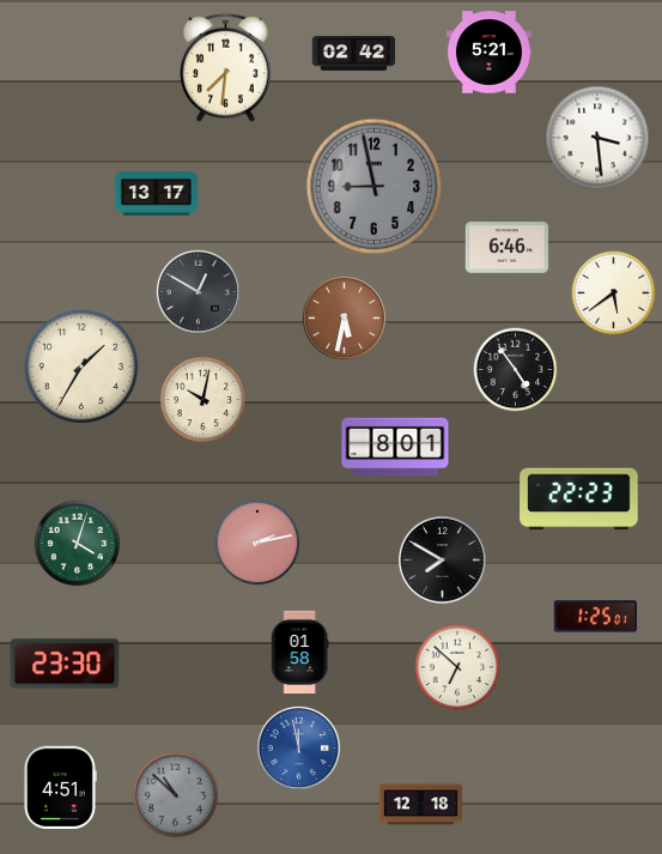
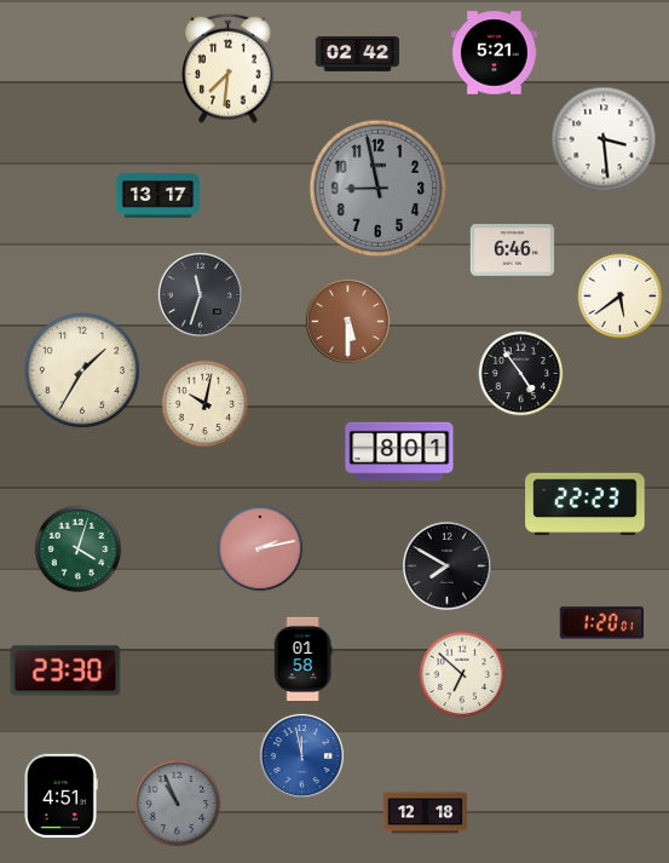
clock at (198, 291): 12:50 -> 11:33
clock at (344, 317): 5:32 -> 5:30
clock at (595, 617): 1:25 -> 1:20
clock at (176, 795): 10:52 -> 10:56
